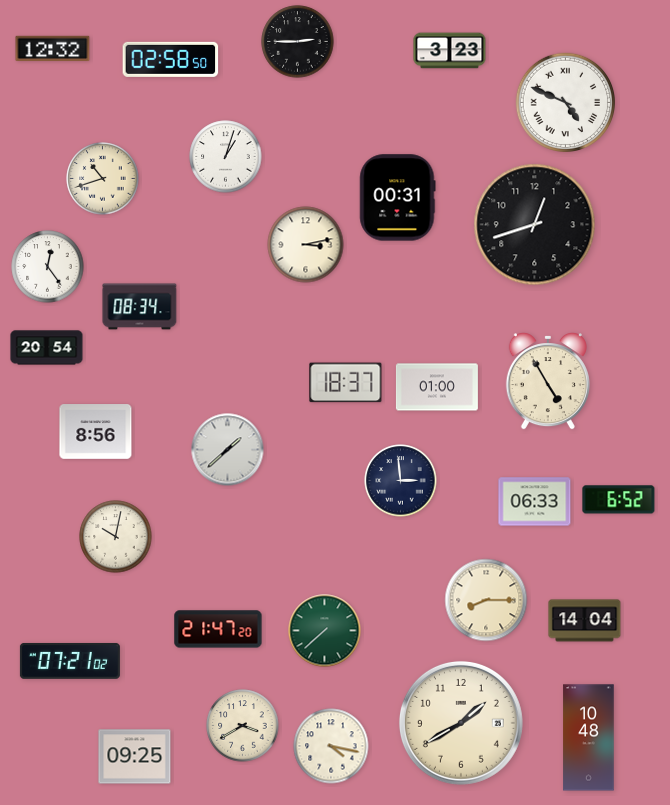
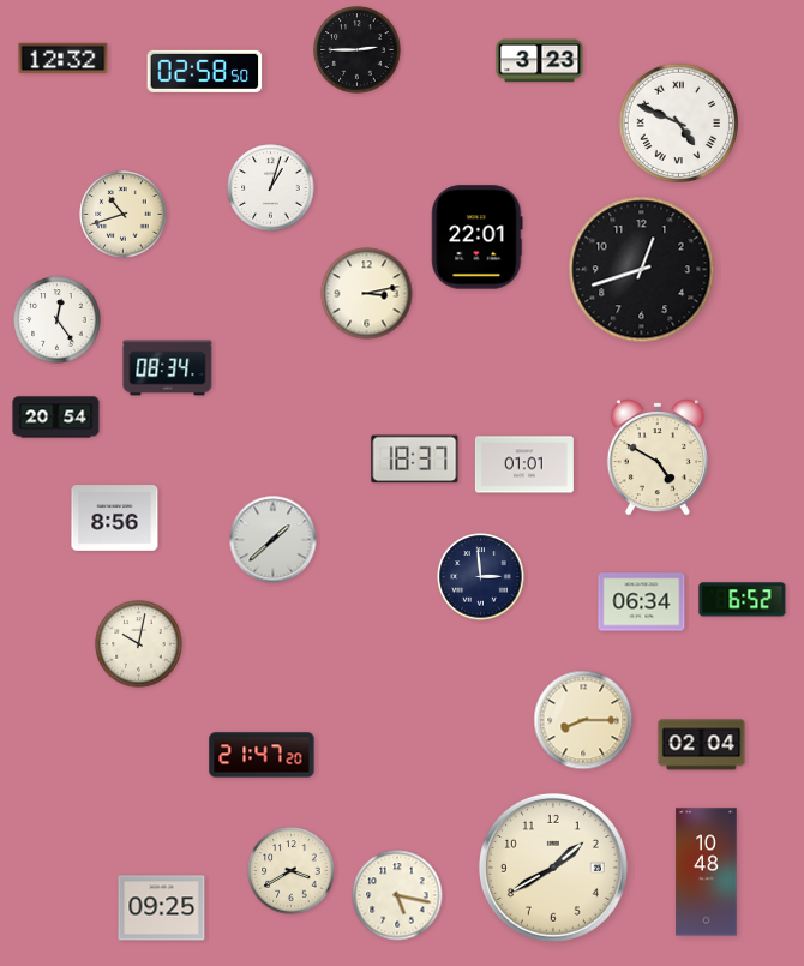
clock at (398, 198): 00:31 -> 22:01
clock at (548, 382): 4:55 -> 4:50
clock at (437, 387): 01:00 -> 01:01
clock at (535, 502): 06:33 -> 06:34
clock at (585, 621): 14:04 -> 02:04
clock at (325, 631): 7:38 -> none
clock at (70, 661): 07:21 -> none
clock at (589, 738) position: (589, 738) -> (707, 872)
clock at (331, 746): 4:17 -> 5:17
